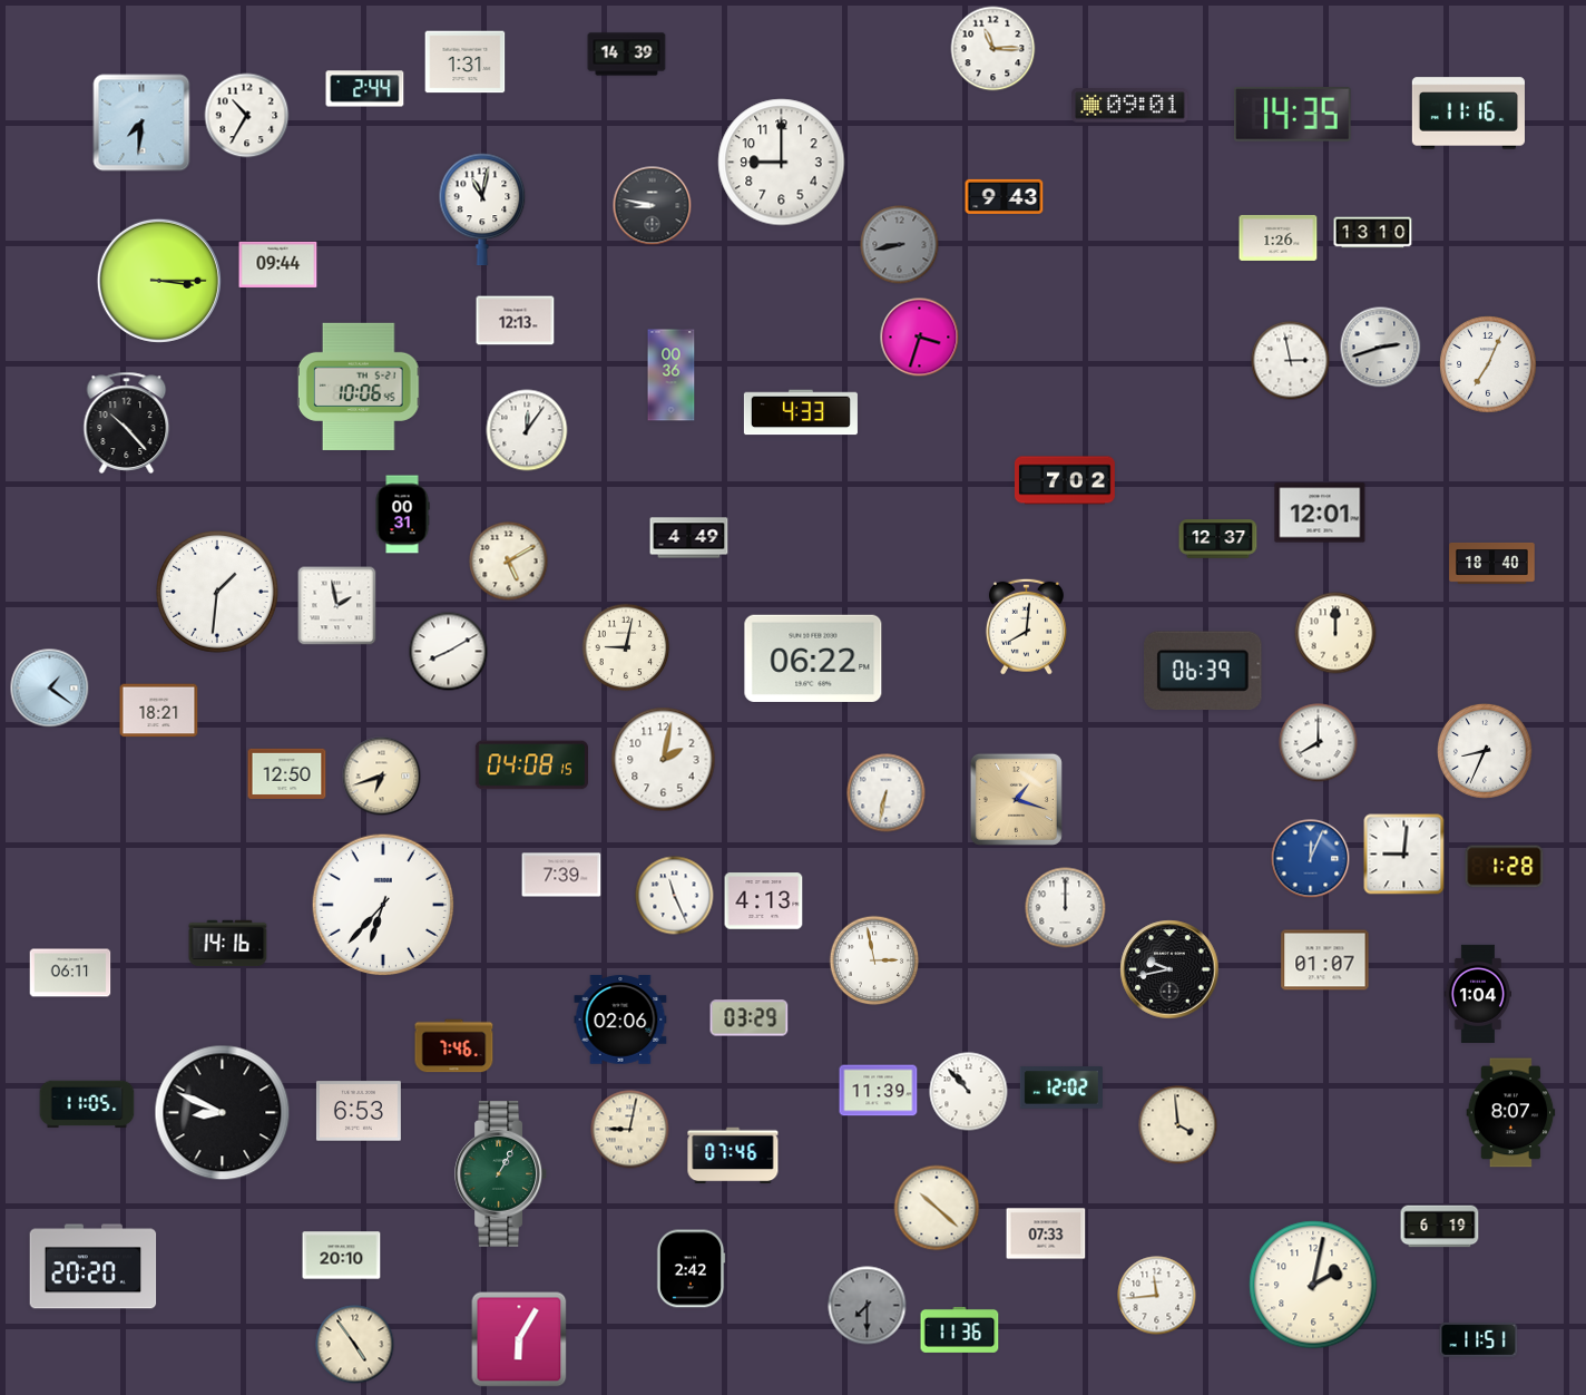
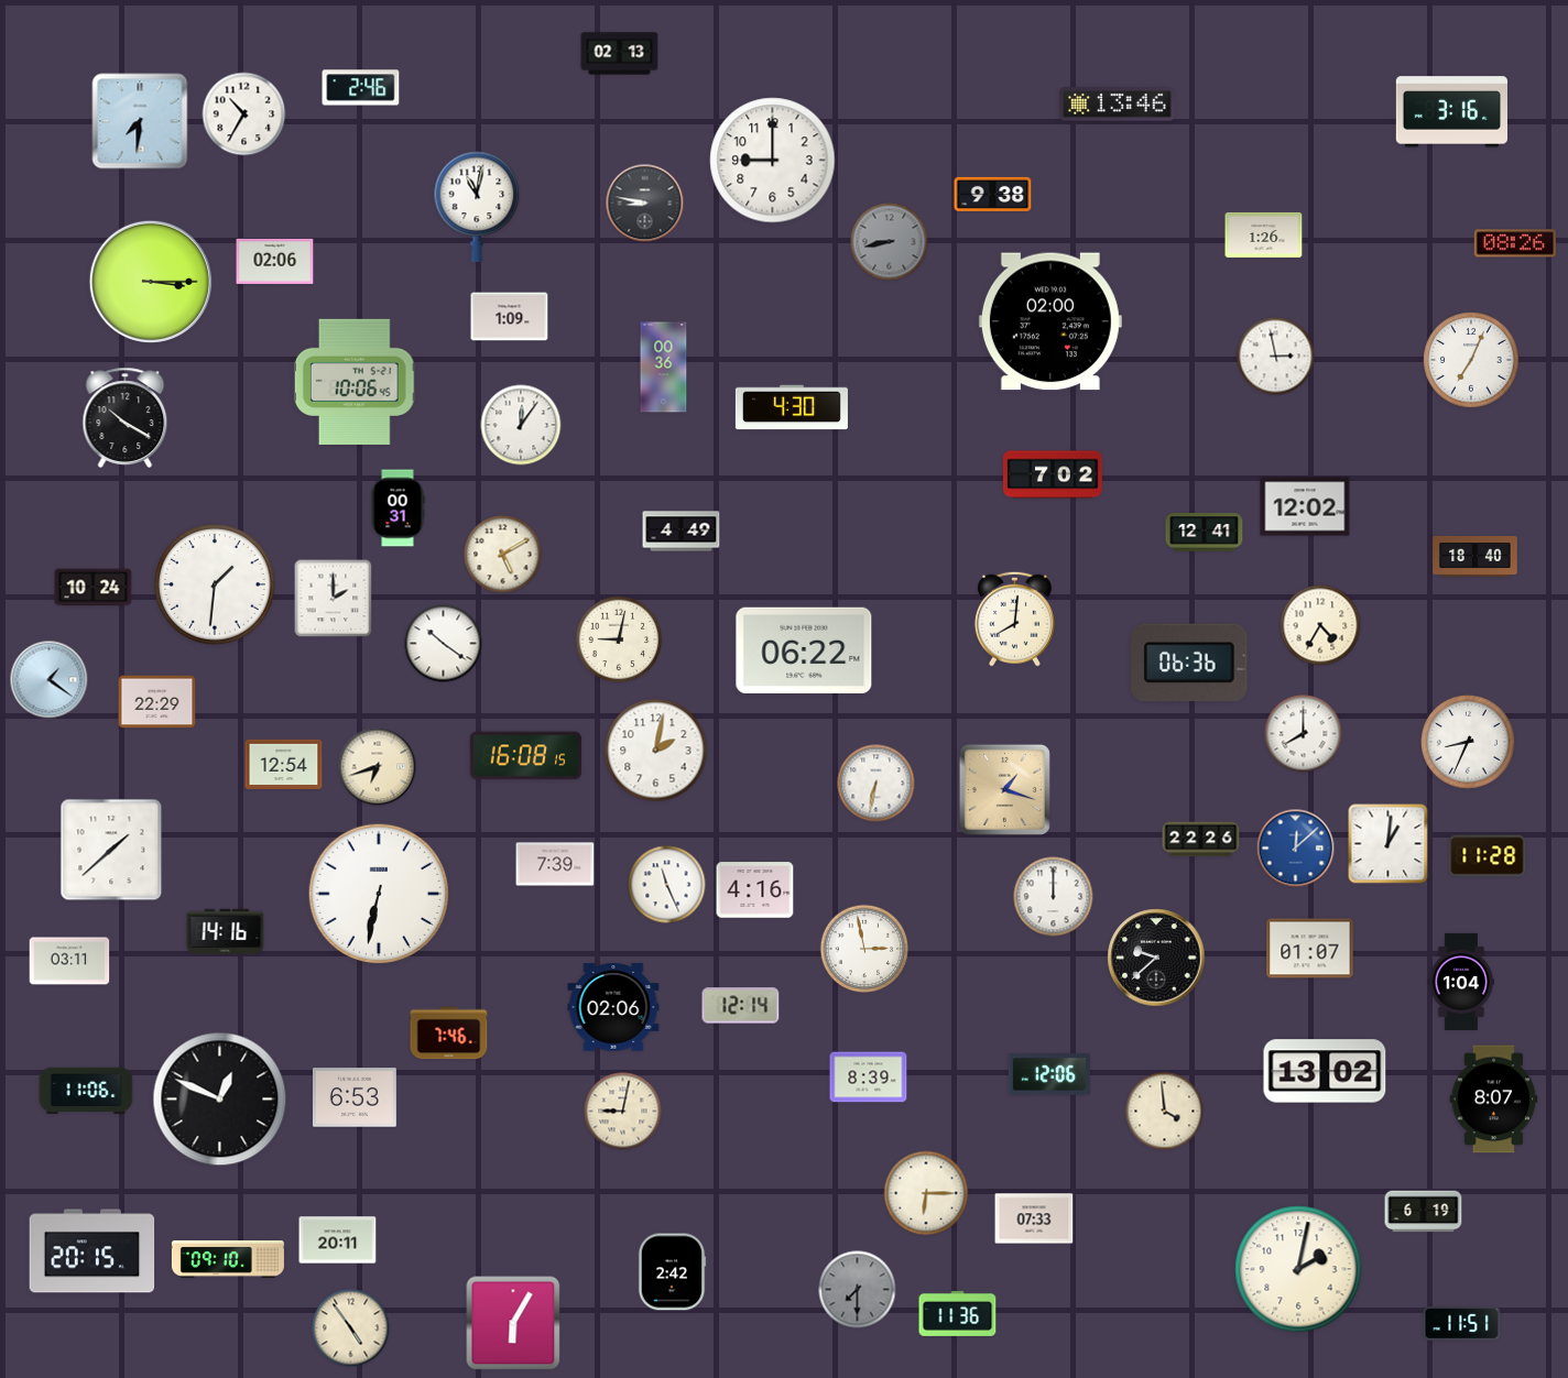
clock at (993, 49): 11:15 -> none
clock at (627, 55): 14:39 -> 02:13
clock at (466, 62): 1:31 -> none
clock at (365, 89): 2:44 -> 2:46
clock at (1130, 106): 09:01 -> 13:46
clock at (1468, 114): 11:16 -> 3:16
clock at (1293, 115): 14:35 -> none
clock at (1005, 196): 9:43 -> 9:38
clock at (1373, 233): 13:10 -> none
clock at (1515, 243): none -> 08:26
clock at (278, 264): 09:44 -> 02:06
clock at (159, 281) position: (159, 281) -> (151, 282)
clock at (516, 321): 12:13 -> 1:09
clock at (1050, 321): none -> 02:00
clock at (920, 338): 3:33 -> none
clock at (1381, 348): 2:42 -> none
clock at (672, 375) position: (672, 375) -> (664, 368)
clock at (801, 412): 4:33 -> 4:30
clock at (127, 422): 10:23 -> 10:20
clock at (1320, 513): 12:01 -> 12:02
clock at (1218, 539): 12:37 -> 12:41
clock at (94, 588): none -> 10:24
clock at (337, 606): 1:58 -> 2:00
clock at (1335, 633): 12:00 -> 4:35
clock at (449, 652): 8:10 -> 10:21
clock at (1203, 671): 06:39 -> 06:36
clock at (159, 711): 18:21 -> 22:29
clock at (531, 765): 04:08 -> 16:08
clock at (287, 773): 12:50 -> 12:54
clock at (1201, 840): none -> 22:26
clock at (1404, 855): 9:01 -> 1:01
clock at (1311, 859): 12:04 -> 12:08
clock at (111, 850): none -> 1:38
clock at (1505, 867): 1:28 -> 11:28
clock at (764, 901): 4:13 -> 4:16
clock at (383, 905): 6:37 -> 6:32
clock at (1169, 969): 9:43 -> 9:38
clock at (70, 973): 06:11 -> 03:11
clock at (750, 1018): 03:29 -> 12:14
clock at (1325, 1071): none -> 13:02
clock at (1061, 1087): 12:02 -> 12:06
clock at (879, 1091): 11:39 -> 8:39
clock at (969, 1092): 10:53 -> none
clock at (87, 1104): 11:05 -> 11:06
clock at (223, 1113): 8:49 -> 12:49
clock at (630, 1130) position: (630, 1130) -> (623, 1112)
clock at (733, 1155): 07:46 -> none
clock at (501, 1173): 1:05 -> none
clock at (937, 1208): 10:22 -> 6:15
clock at (342, 1256): 20:10 -> 20:11
clock at (94, 1267): 20:20 -> 20:15
clock at (691, 1269) position: (691, 1269) -> (672, 1272)
clock at (228, 1260): none -> 09:10
clock at (1157, 1296): 11:44 -> none
clock at (960, 1329) position: (960, 1329) -> (958, 1313)
